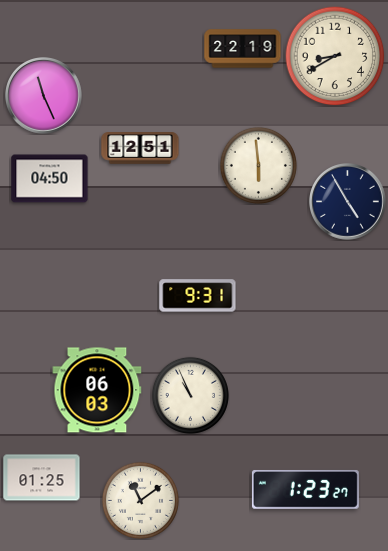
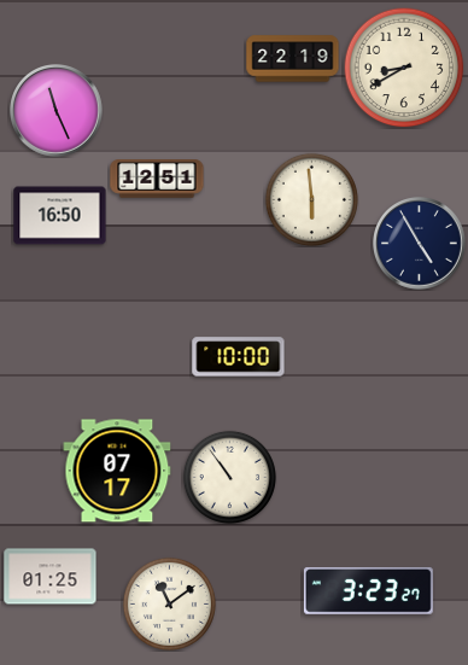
clock at (44, 96) position: (44, 96) -> (57, 111)
clock at (140, 149) position: (140, 149) -> (157, 180)
clock at (50, 179): 04:50 -> 16:50
clock at (198, 296): 9:31 -> 10:00
clock at (97, 390): 06:03 -> 07:17
clock at (190, 395): 10:56 -> 10:54
clock at (305, 490): 1:23 -> 3:23
